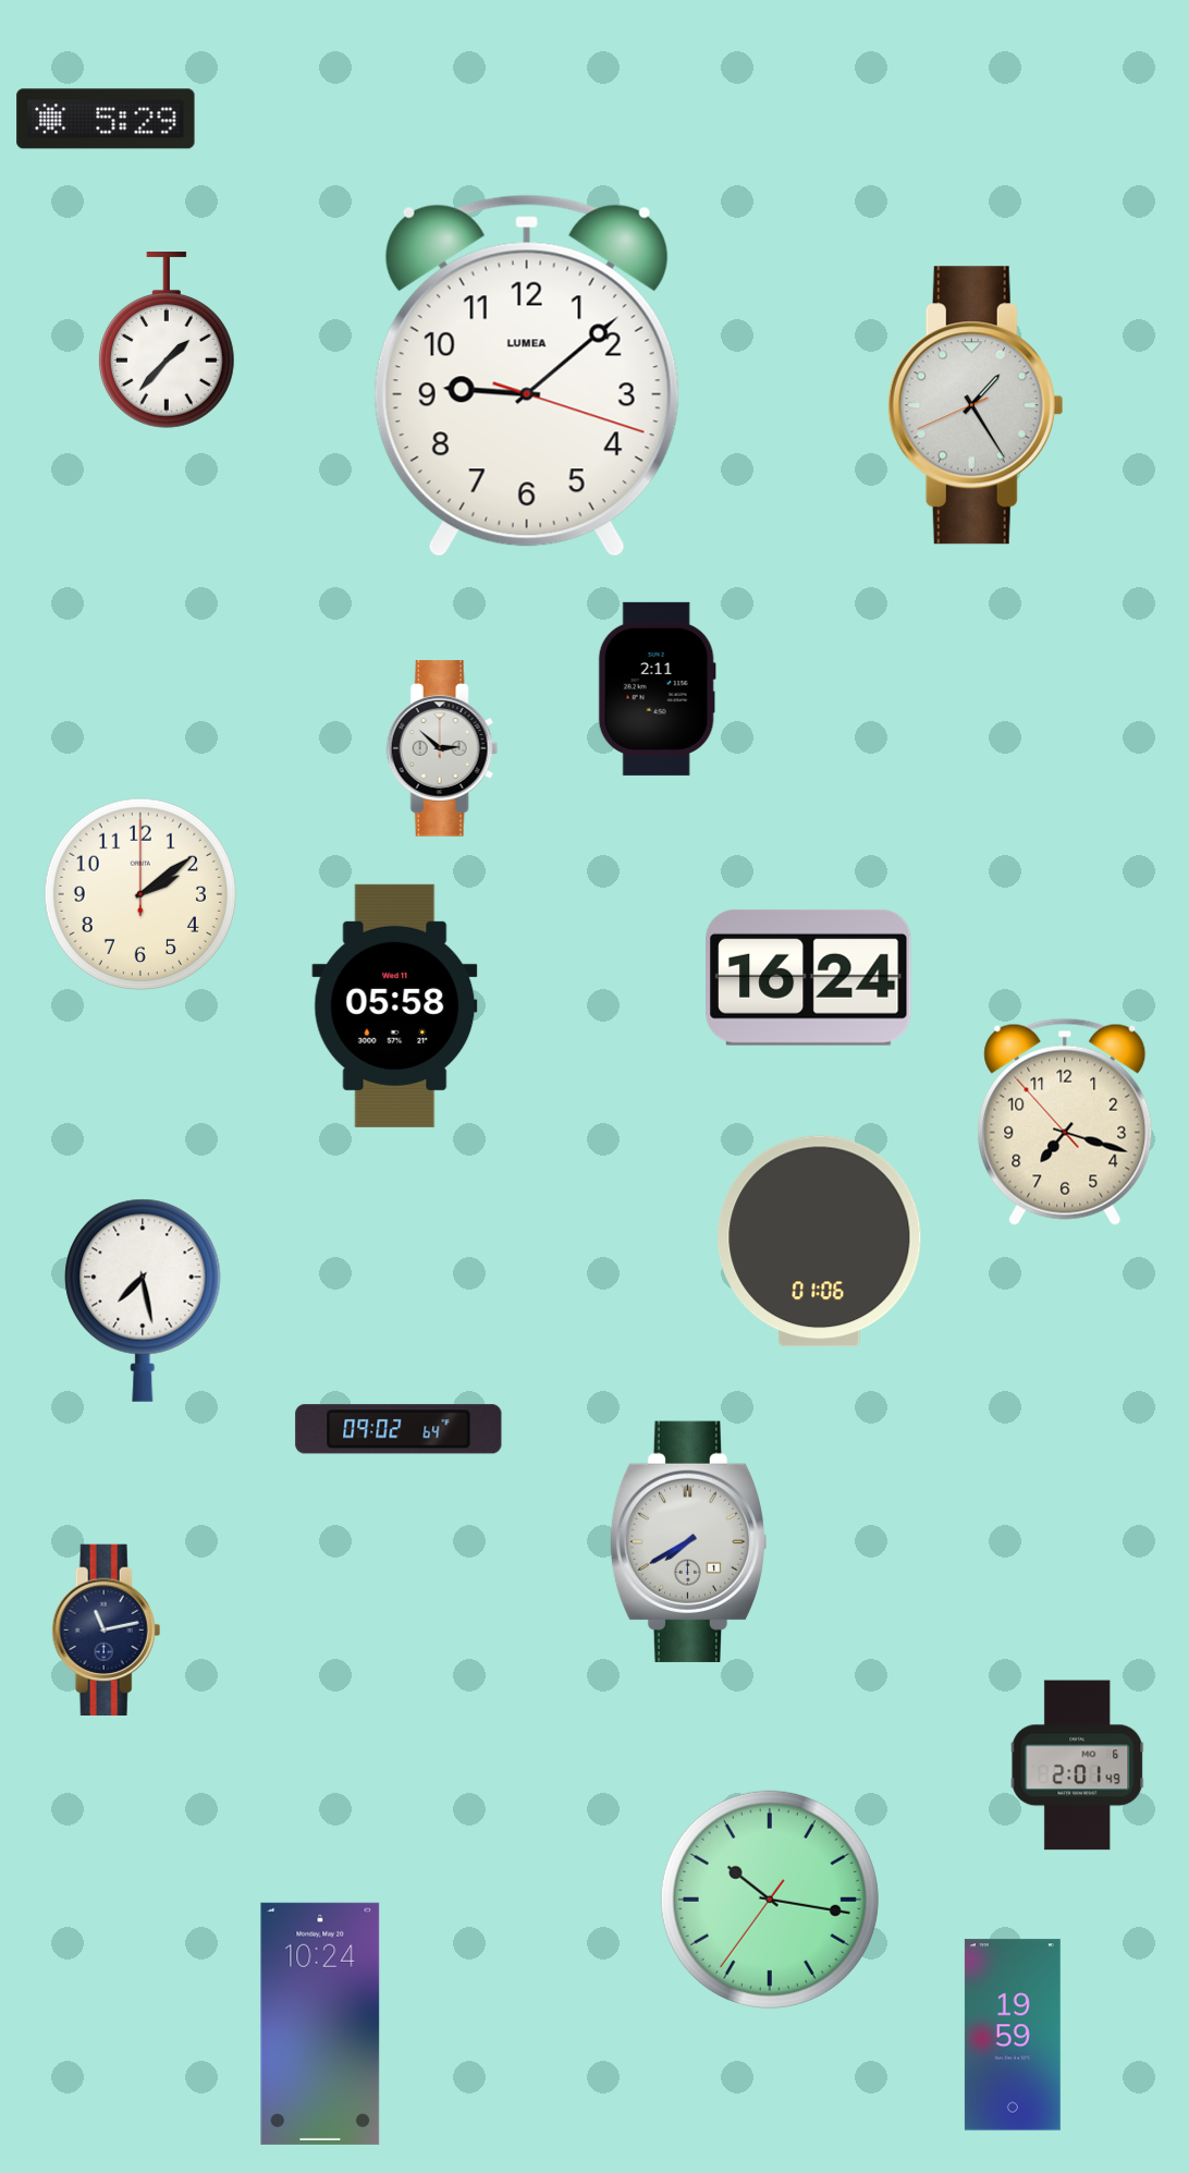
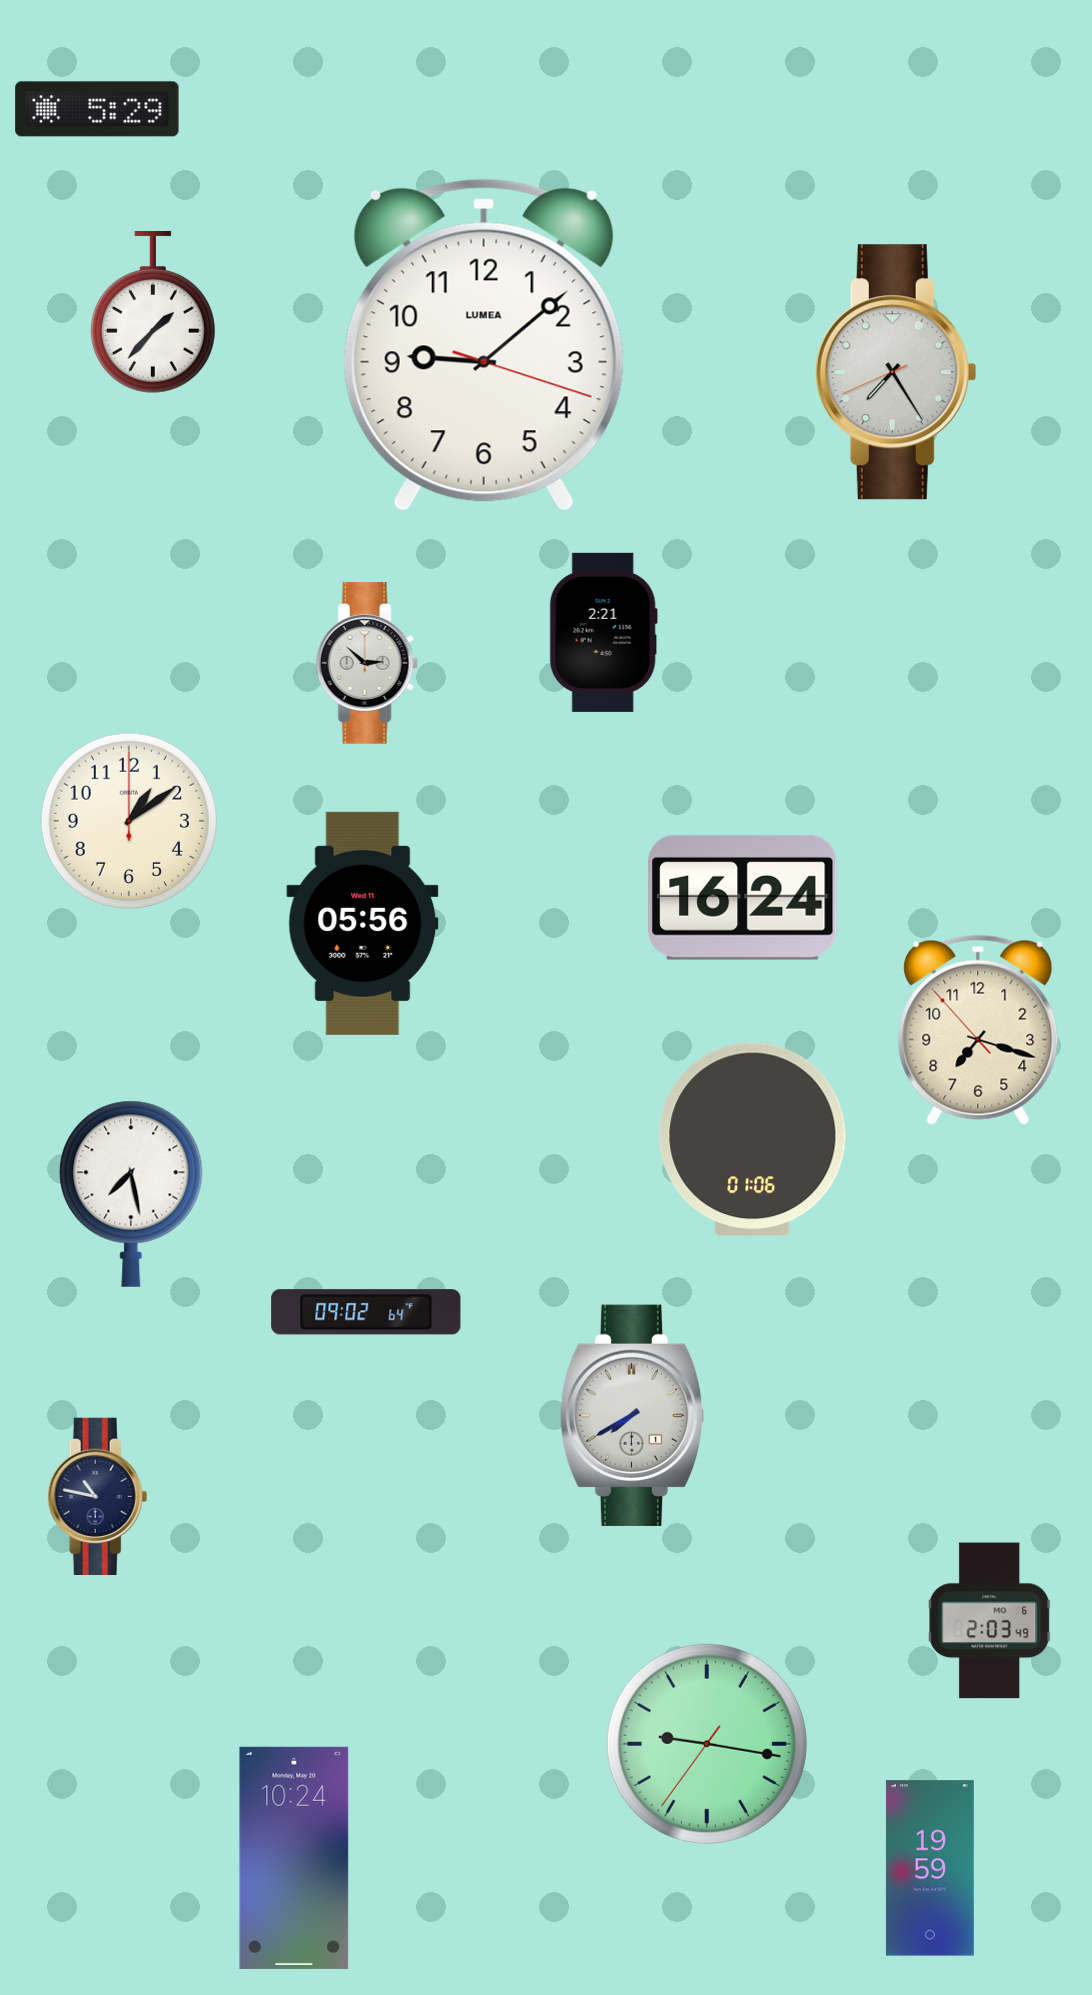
clock at (976, 405): 1:24 -> 7:24
clock at (657, 688): 2:11 -> 2:21
clock at (442, 748) position: (442, 748) -> (367, 663)
clock at (139, 893): 2:09 -> 1:09
clock at (395, 1005): 05:58 -> 05:56
clock at (107, 1629): 11:13 -> 10:47
clock at (1078, 1766): 2:01 -> 2:03
clock at (770, 1900): 10:16 -> 9:16
